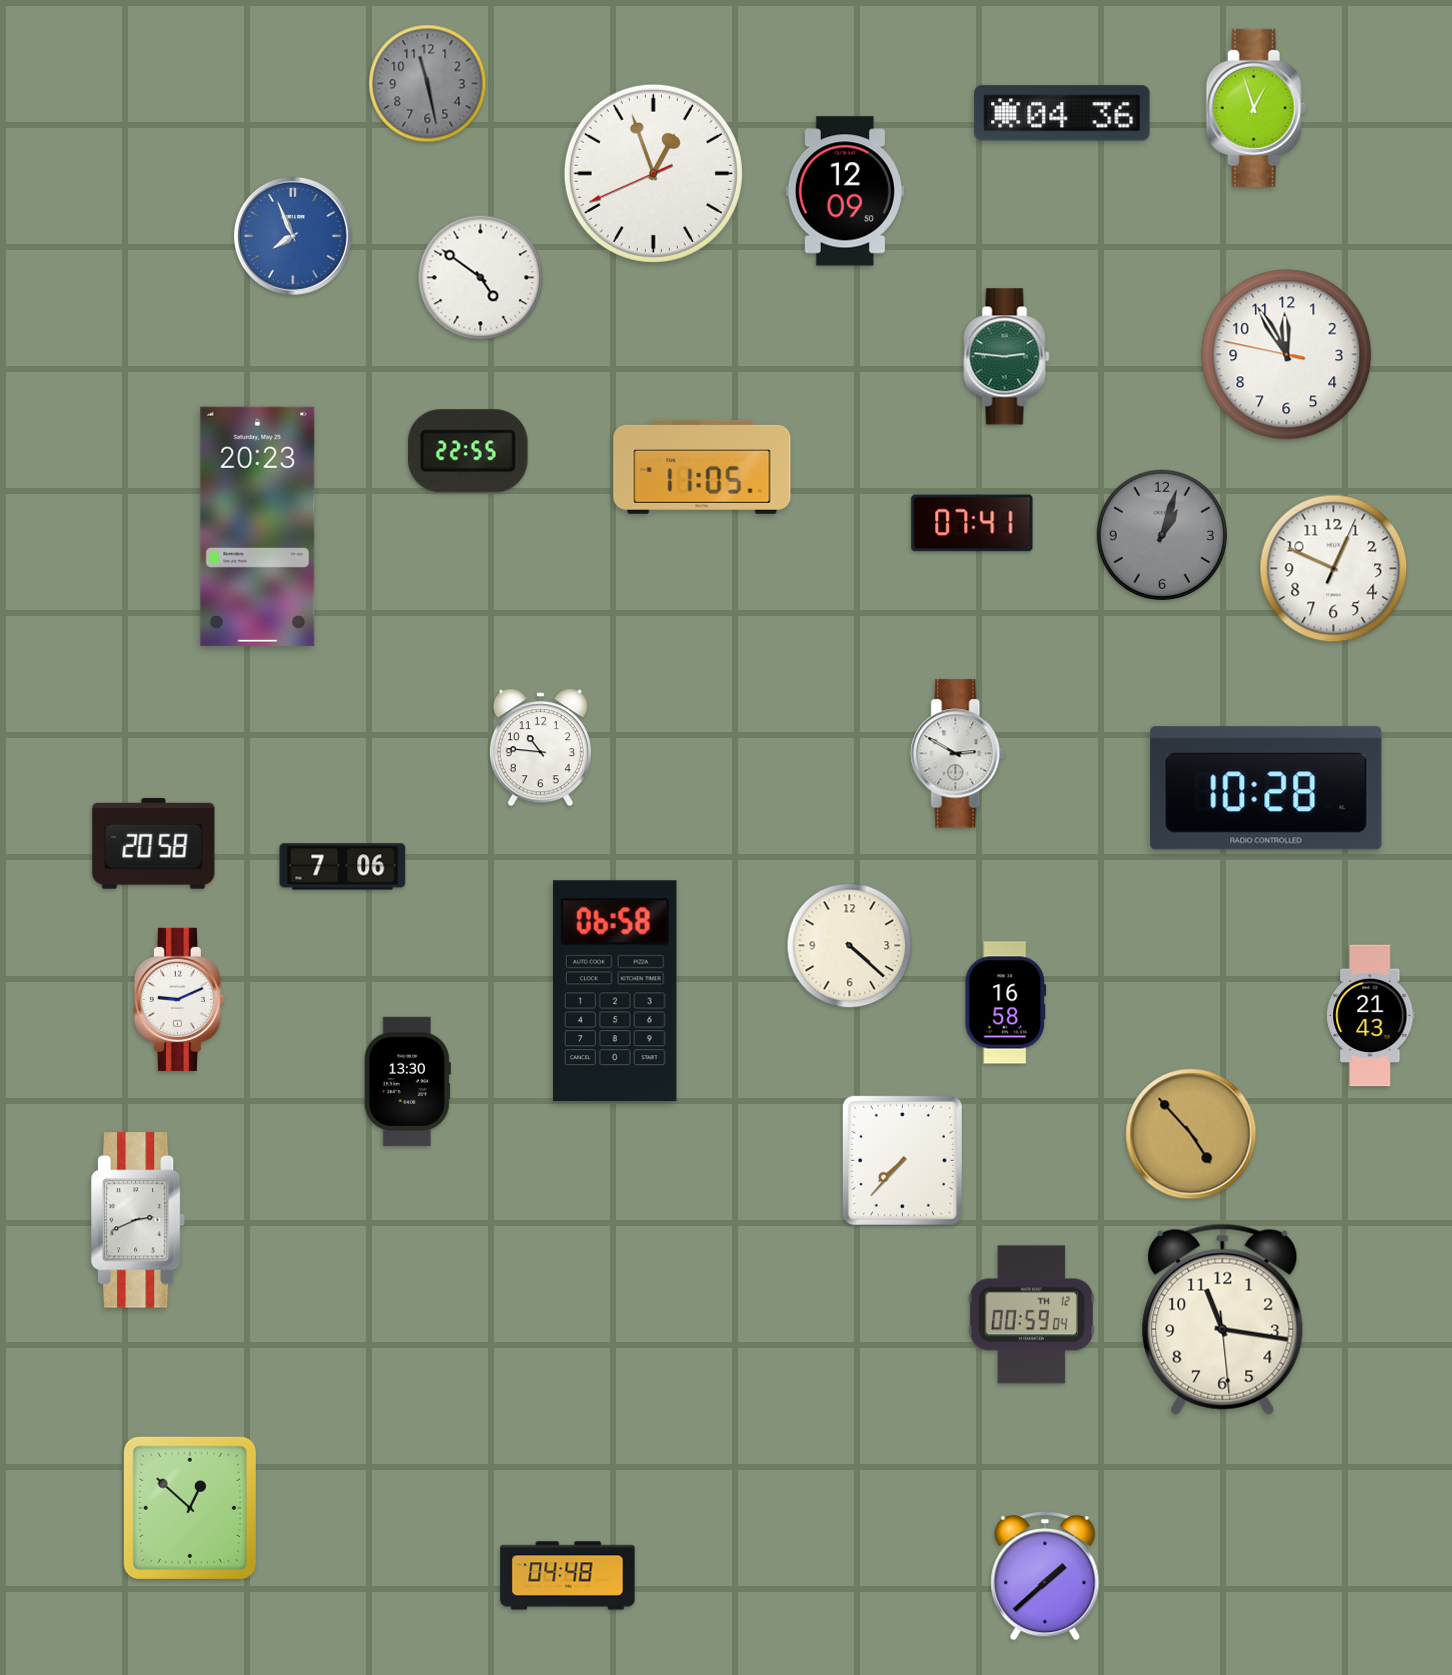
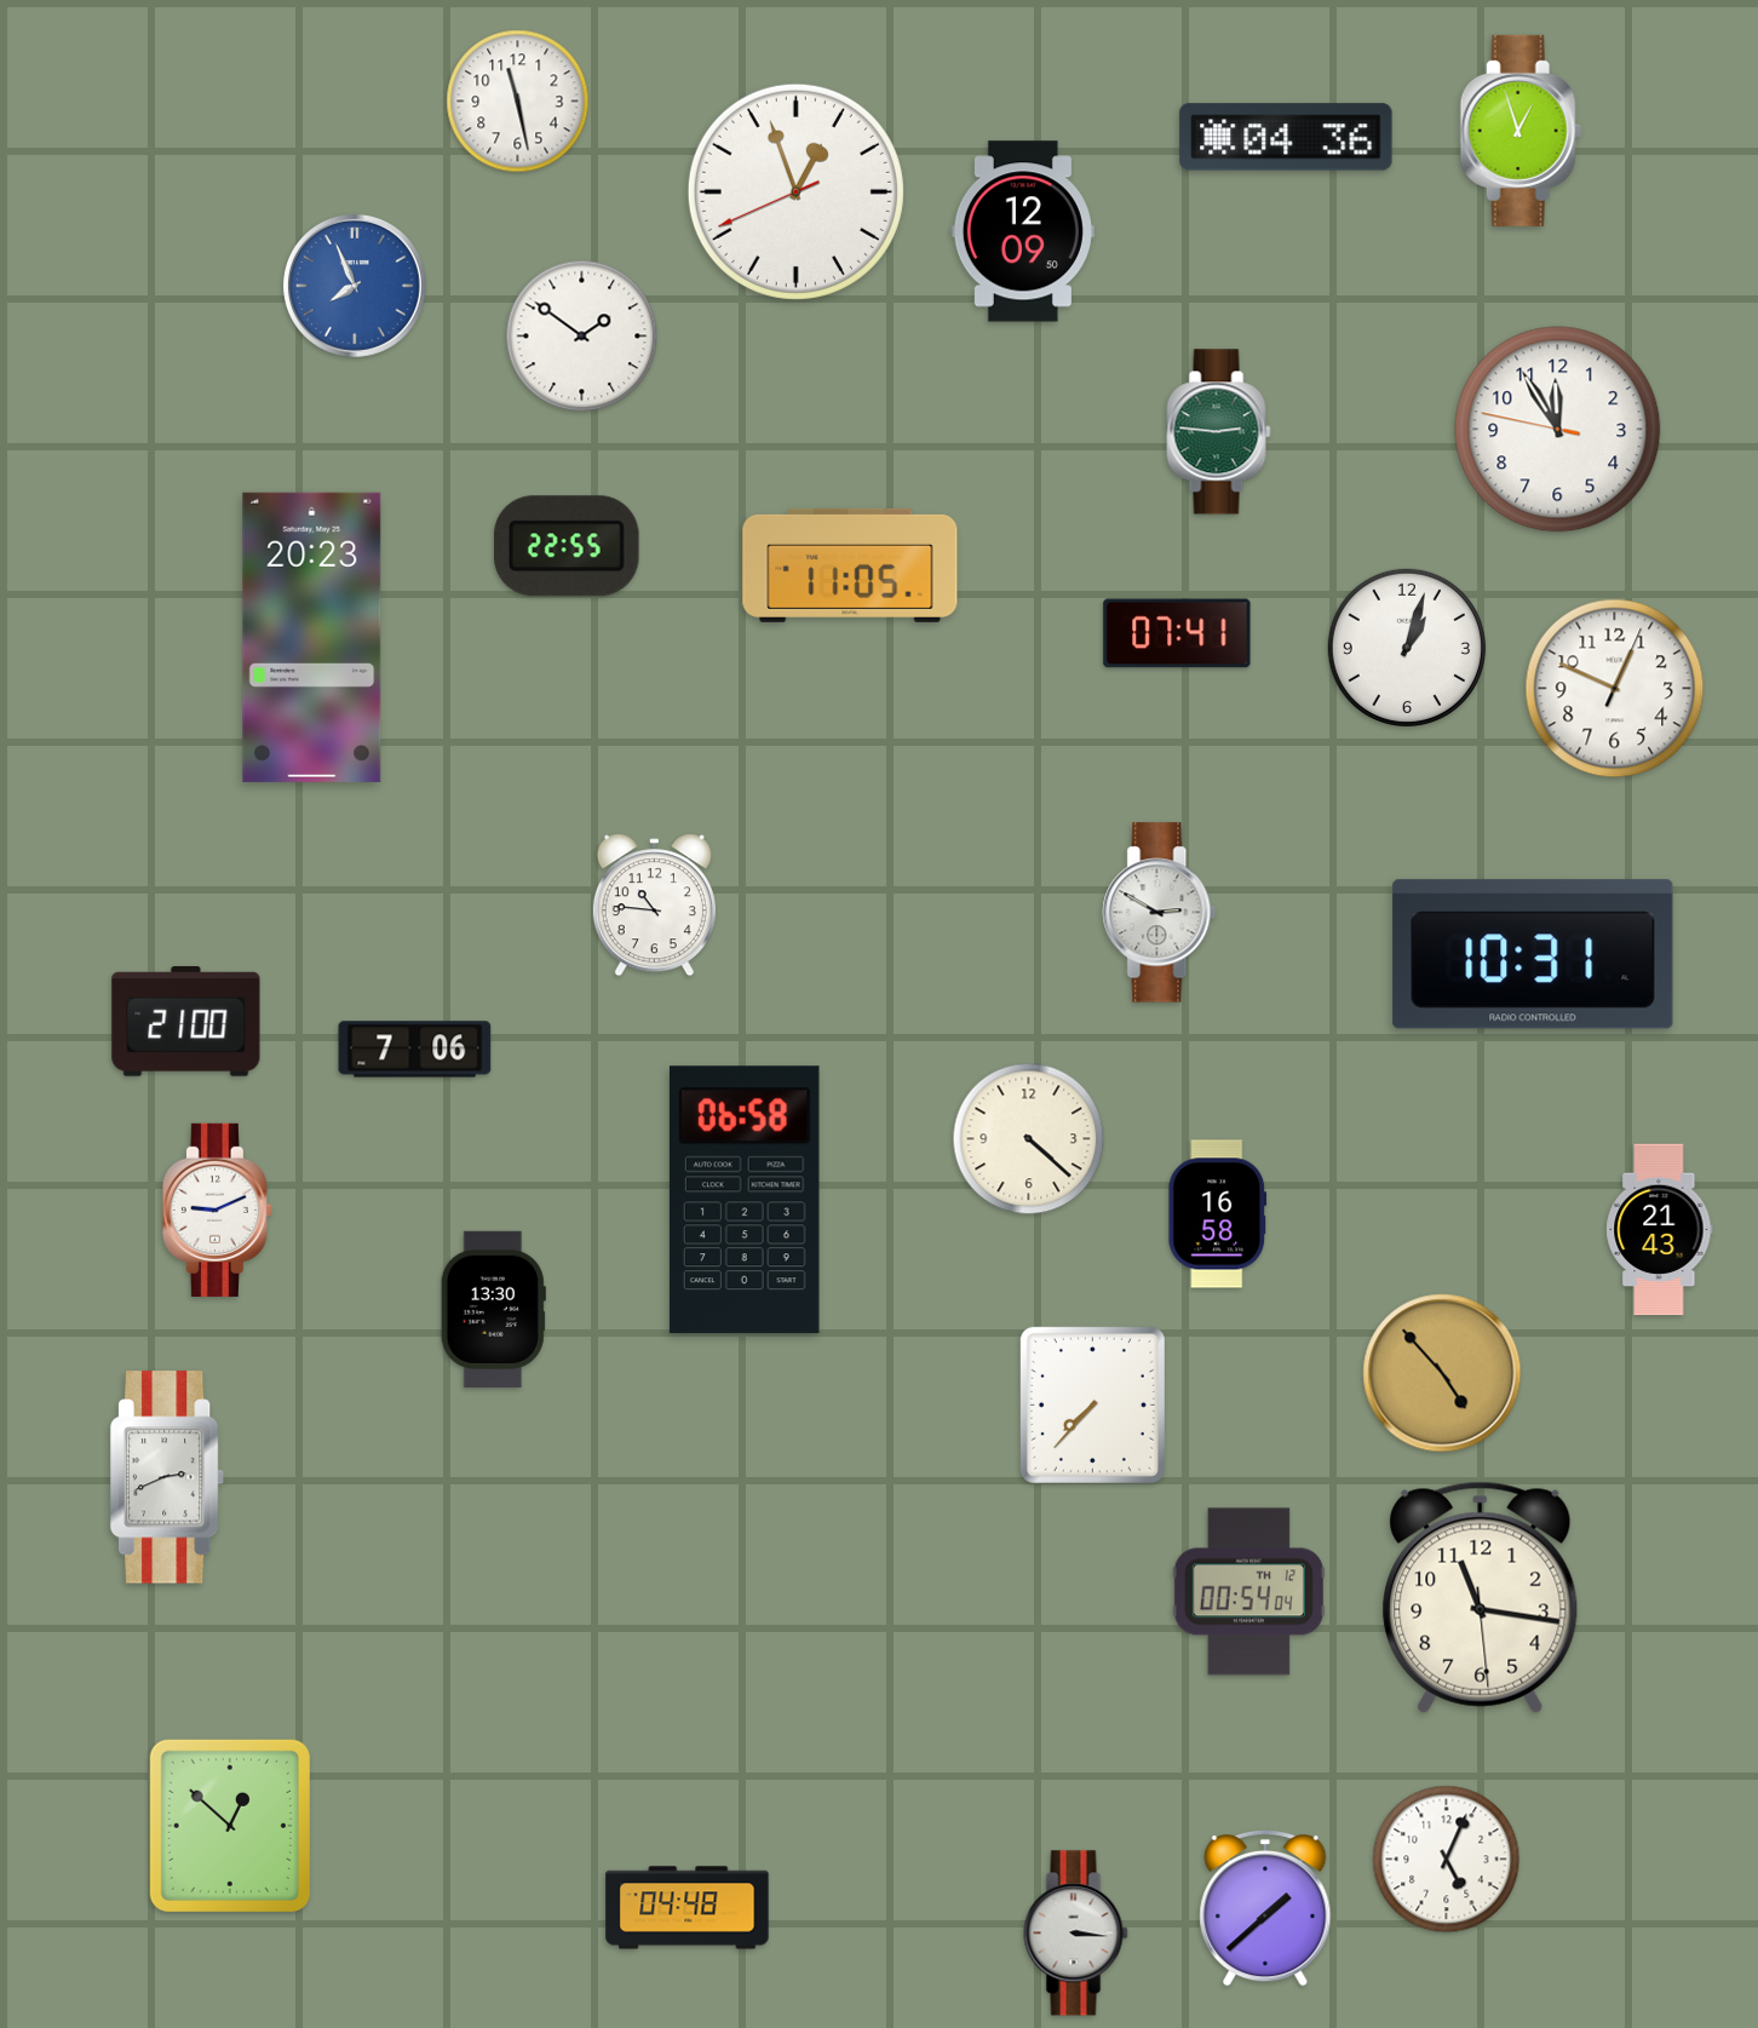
clock at (428, 84) dial: grey -> white
clock at (653, 173) position: (653, 173) -> (795, 191)
clock at (481, 278): 4:51 -> 1:51
clock at (1162, 535) dial: grey -> white
clock at (1266, 788): 10:28 -> 10:31
clock at (154, 844): 20:58 -> 21:00
clock at (850, 946) position: (850, 946) -> (1029, 1139)
clock at (1031, 1315): 00:59 -> 00:54
clock at (1447, 1860): none -> 5:04
clock at (1076, 1934): none -> 3:16
